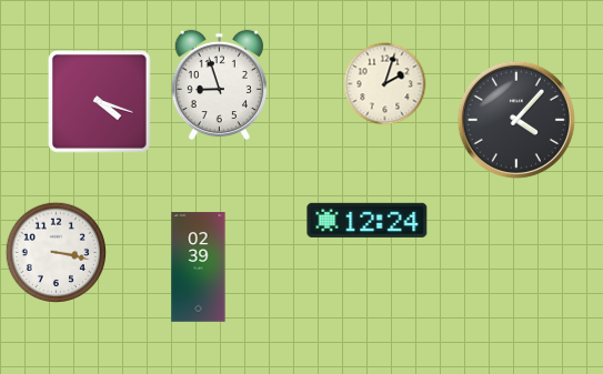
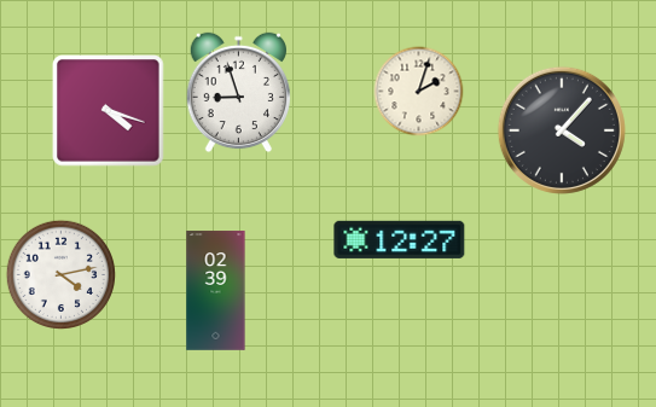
clock at (368, 220): 12:24 -> 12:27
clock at (56, 252): 3:17 -> 4:13
